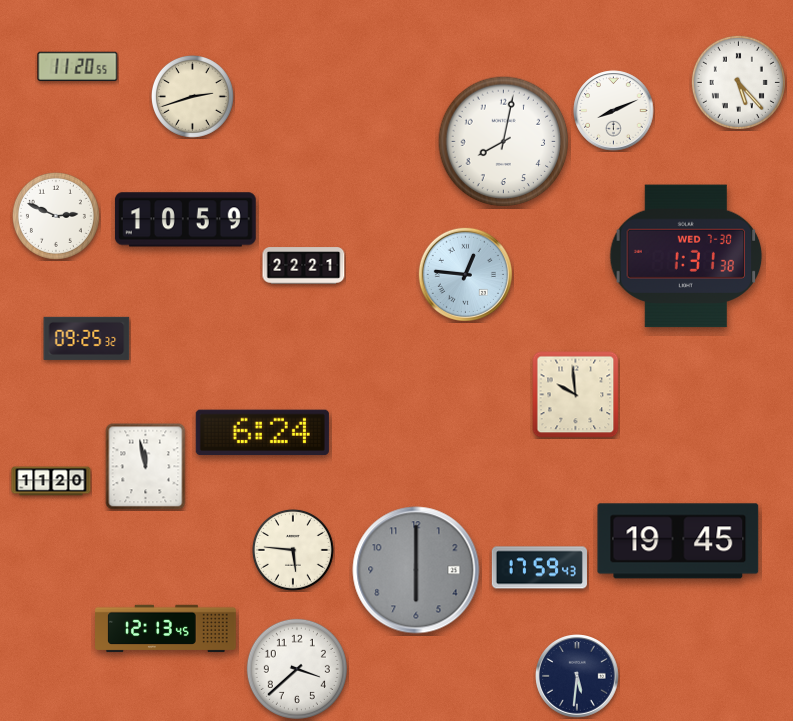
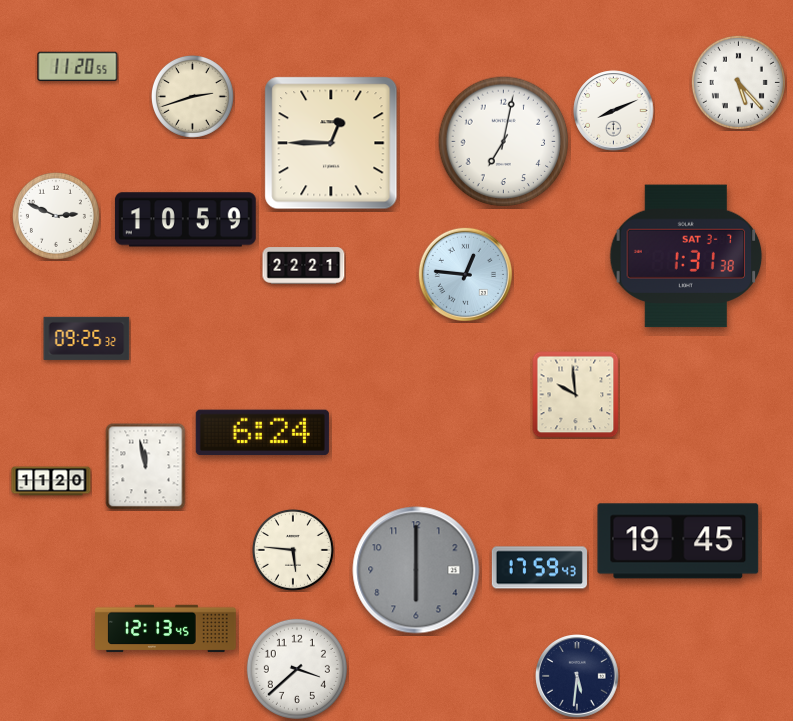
clock at (504, 142): 8:02 -> 7:02
clock at (331, 143): none -> 12:45
clock at (686, 256) date: WED 7-30 -> SAT 3-7
